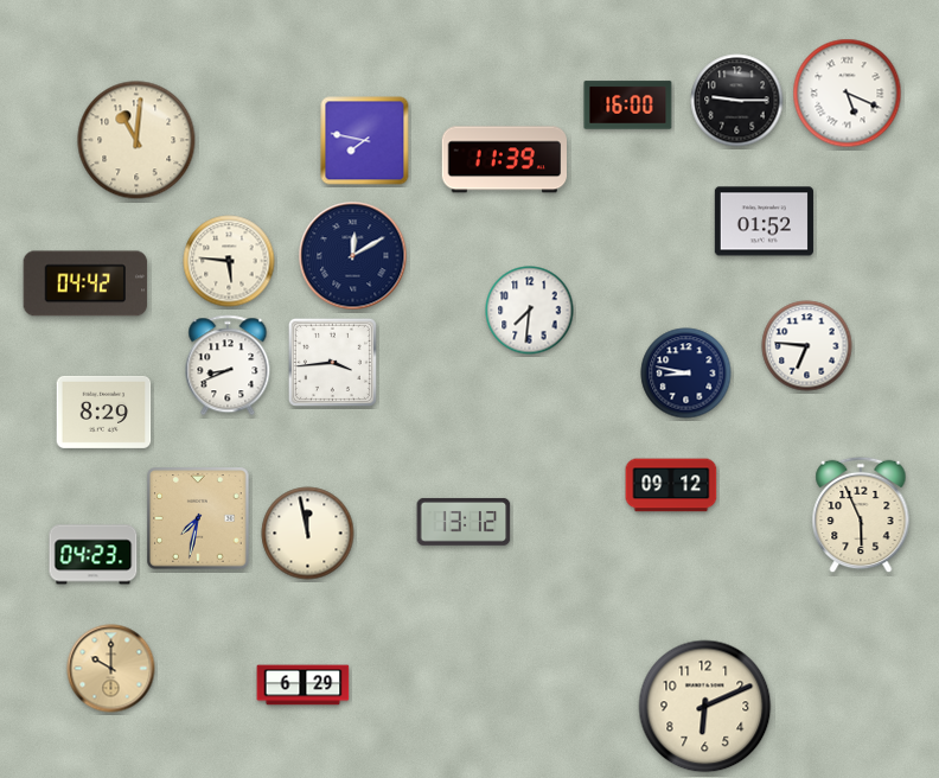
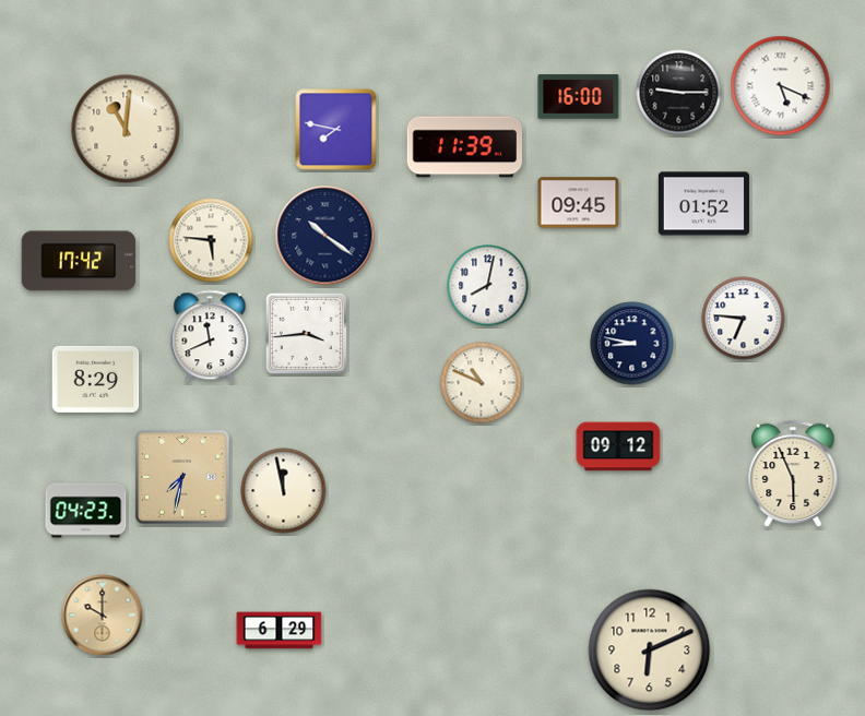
clock at (579, 203): none -> 09:45
clock at (353, 256): 12:10 -> 10:21
clock at (85, 283): 04:42 -> 17:42
clock at (530, 311): 7:31 -> 8:02
clock at (228, 365): 8:41 -> 11:41
clock at (482, 383): none -> 10:49
clock at (464, 522): 13:12 -> none
